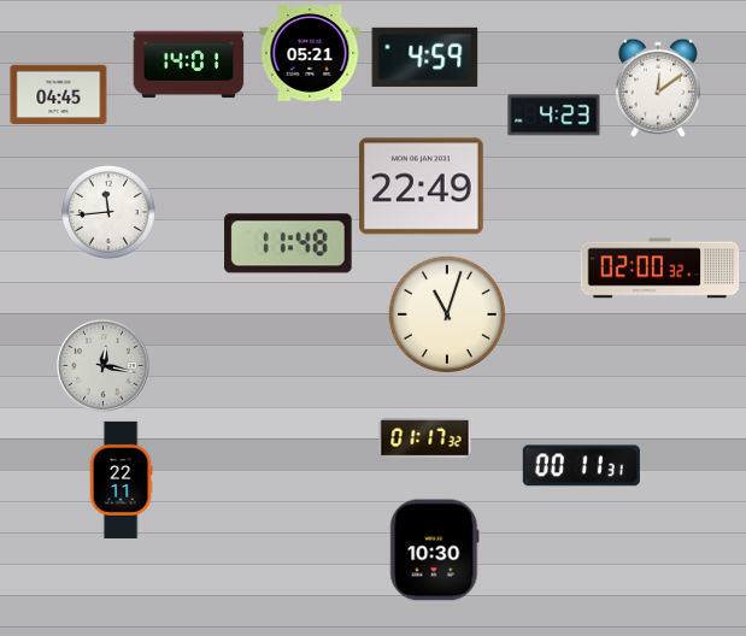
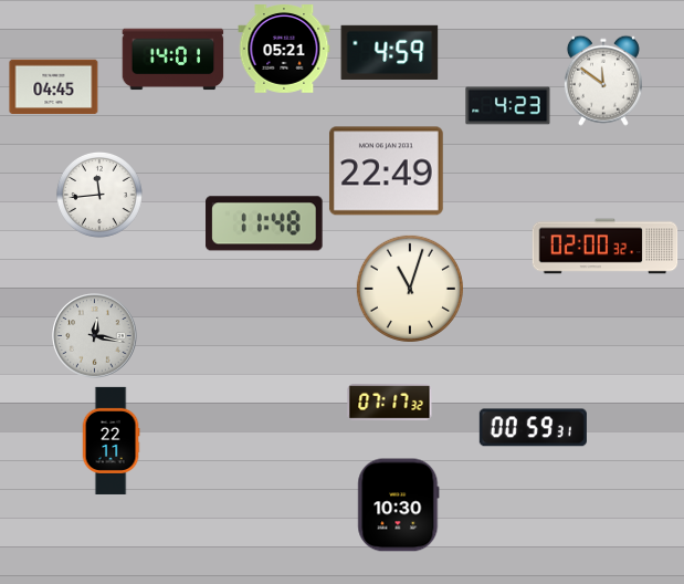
clock at (658, 88): 12:09 -> 11:51
clock at (425, 438): 01:17 -> 07:17
clock at (581, 466): 00:11 -> 00:59
